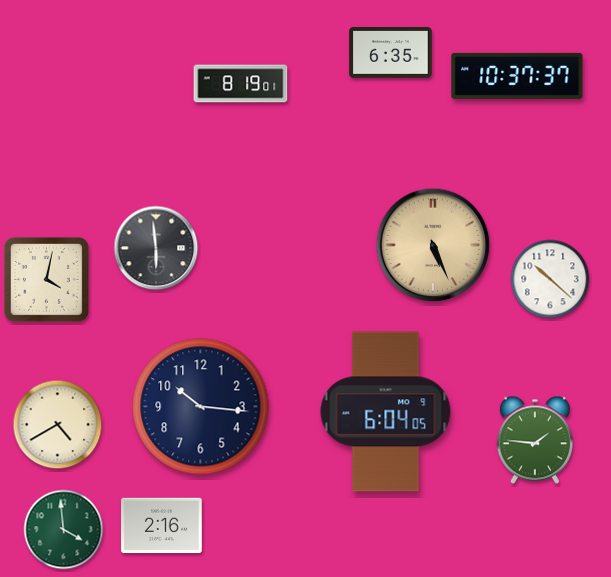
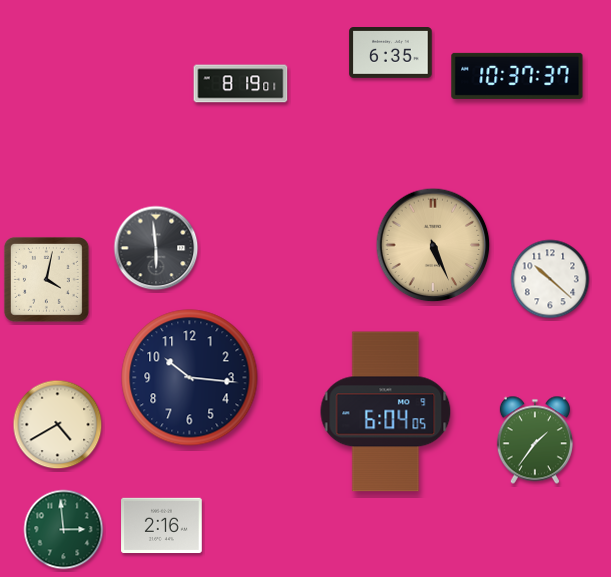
clock at (201, 407) position: (201, 407) -> (190, 378)
clock at (535, 440): 1:46 -> 1:36
clock at (64, 530): 3:59 -> 2:59
